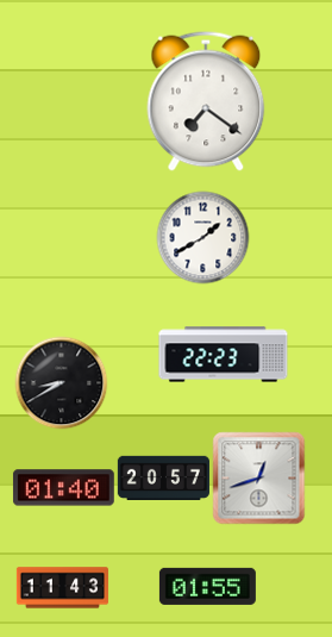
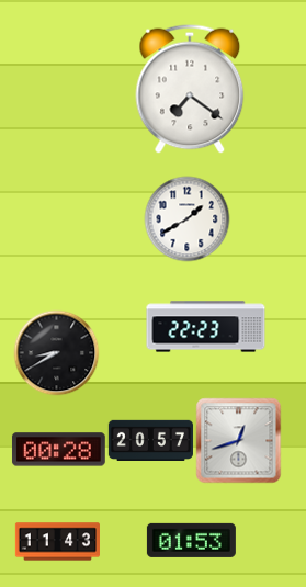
clock at (206, 101) position: (206, 101) -> (190, 89)
clock at (63, 488): 01:40 -> 00:28
clock at (207, 586): 01:55 -> 01:53
